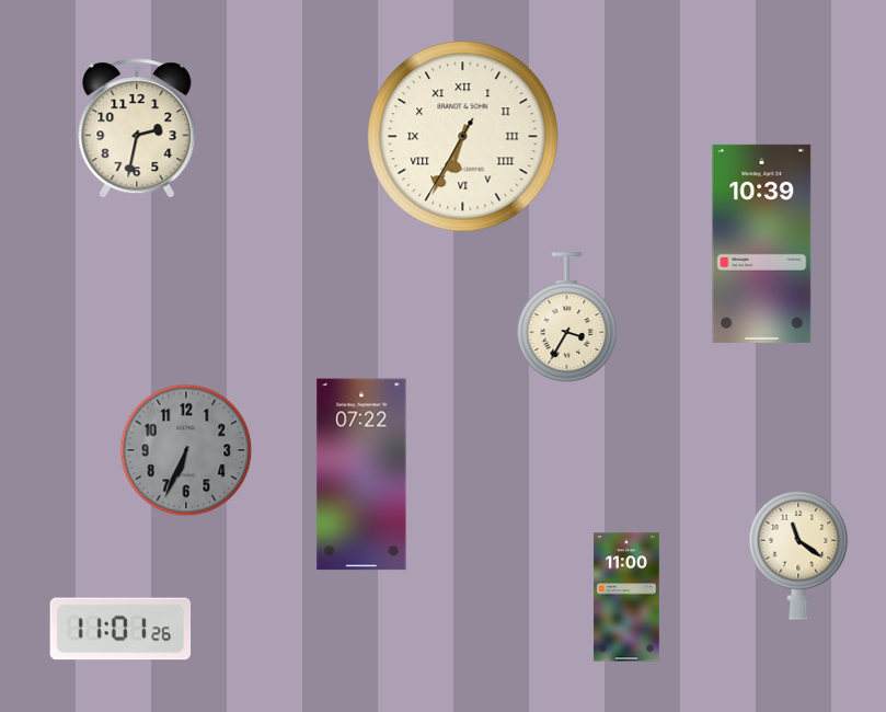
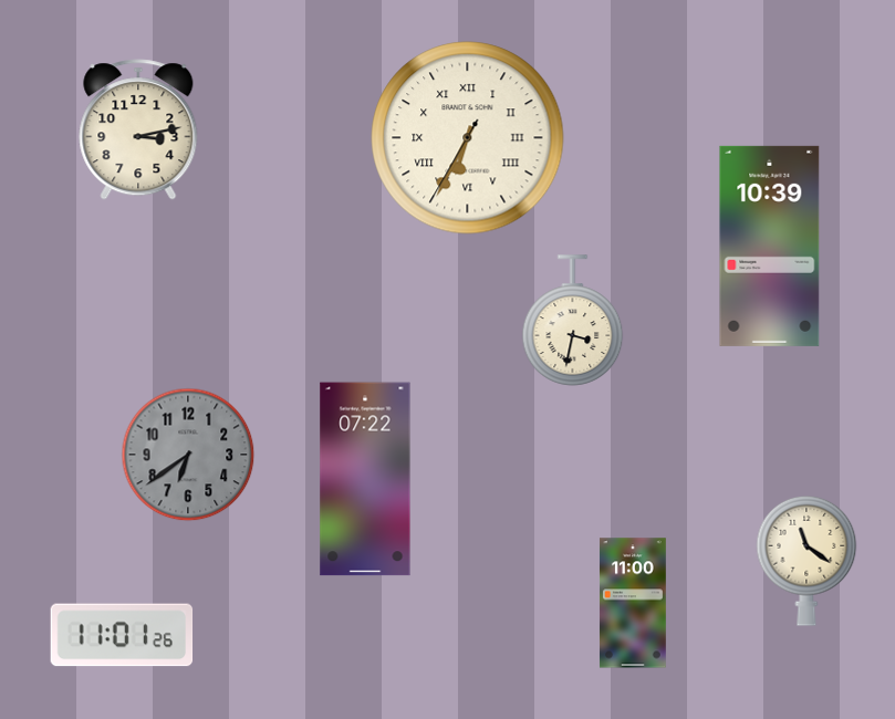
clock at (137, 128): 2:32 -> 3:13
clock at (567, 318): 3:35 -> 3:32
clock at (186, 450): 6:34 -> 6:39
